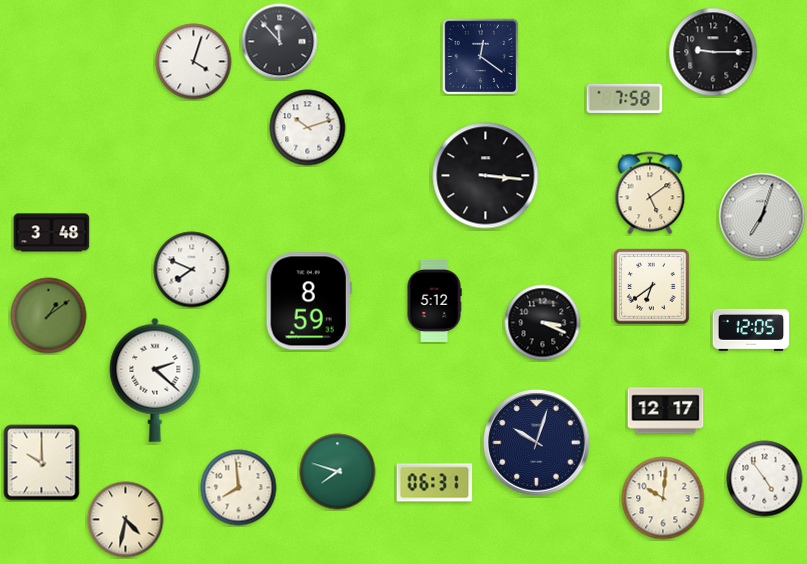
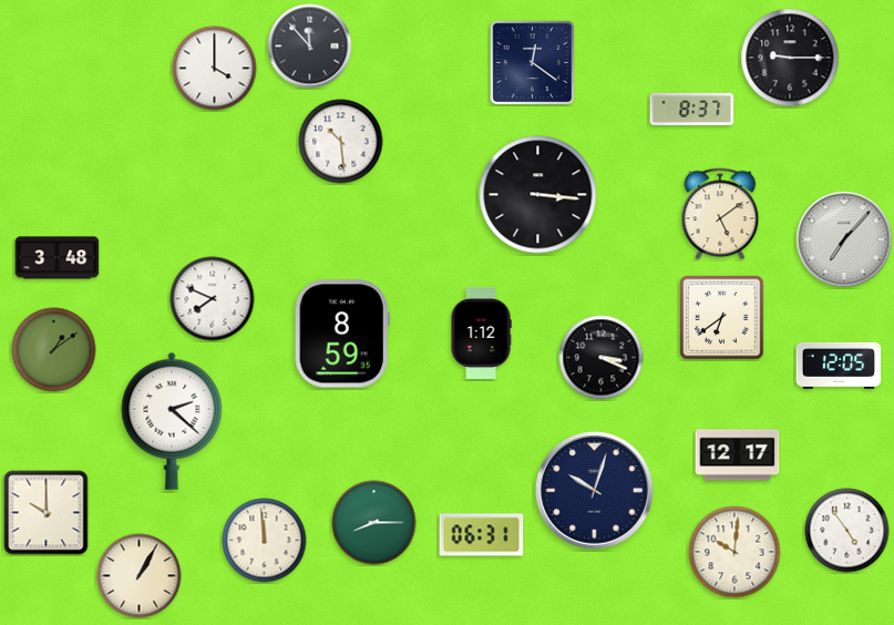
clock at (194, 62): 4:03 -> 4:00
clock at (625, 98): 7:58 -> 8:37
clock at (308, 128): 10:12 -> 10:29
clock at (762, 216): 7:03 -> 7:07
clock at (434, 300): 5:12 -> 1:12
clock at (751, 330) position: (751, 330) -> (839, 366)
clock at (338, 472): 7:48 -> 8:15
clock at (239, 488): 7:59 -> 11:59
clock at (126, 520): 4:32 -> 1:05
